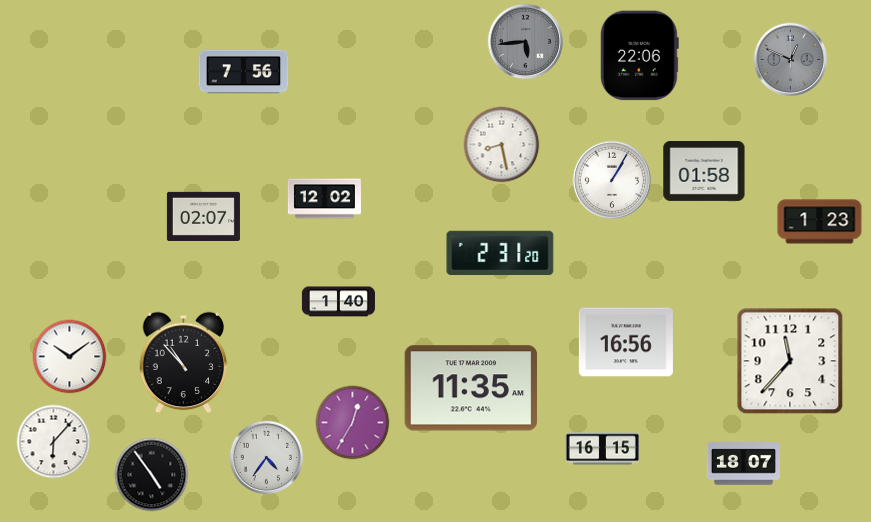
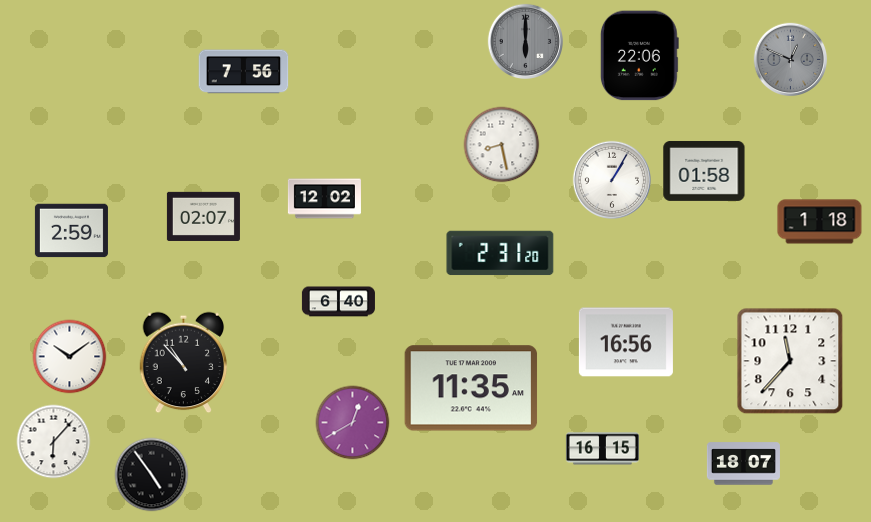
clock at (525, 41): 5:44 -> 6:00
clock at (820, 222): 1:23 -> 1:18
clock at (71, 231): none -> 2:59
clock at (338, 302): 1:40 -> 6:40
clock at (353, 423): 12:35 -> 12:40
clock at (267, 458): 4:36 -> none
